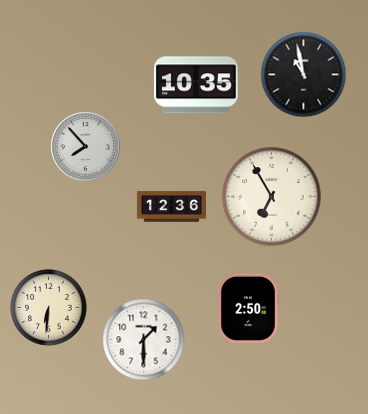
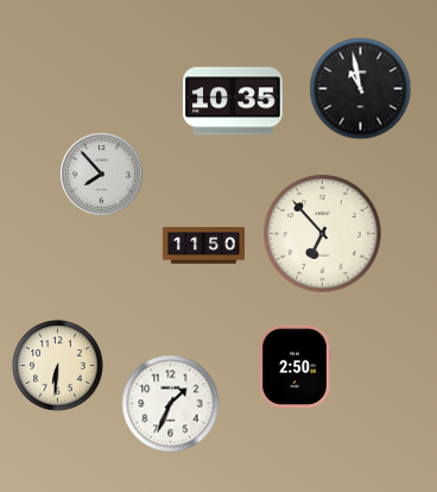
clock at (272, 197): 6:55 -> 6:53
clock at (171, 207): 12:36 -> 11:50
clock at (144, 340): 1:30 -> 1:34
